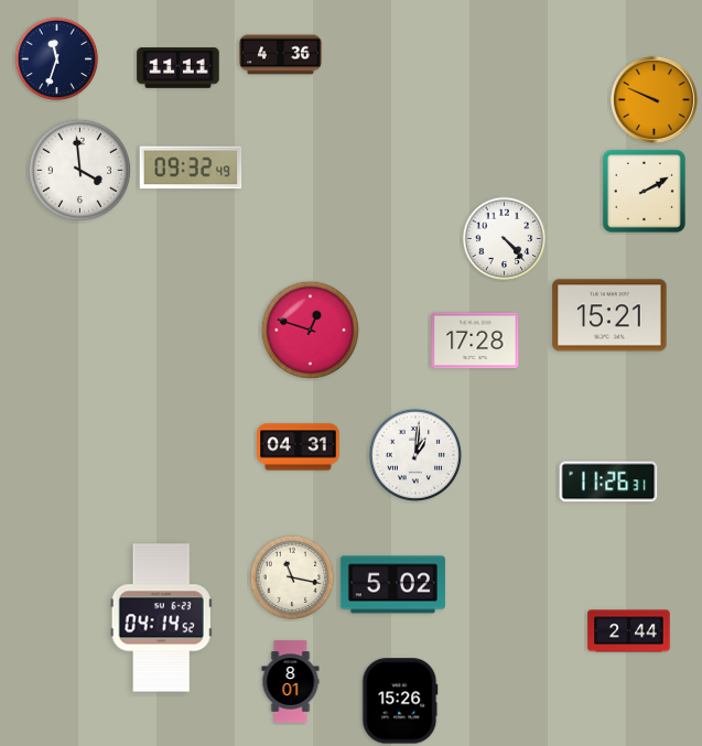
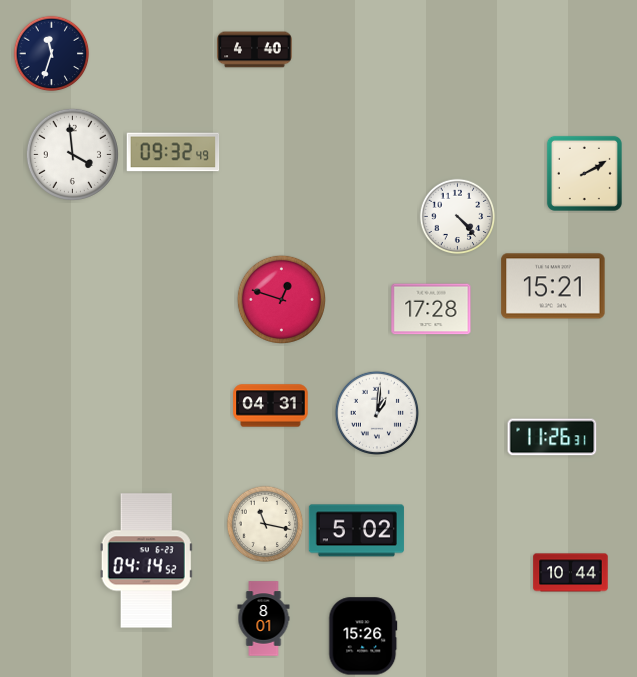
clock at (281, 55): 4:36 -> 4:40
clock at (179, 68): 11:11 -> none
clock at (654, 99): 9:49 -> none
clock at (629, 631): 2:44 -> 10:44
